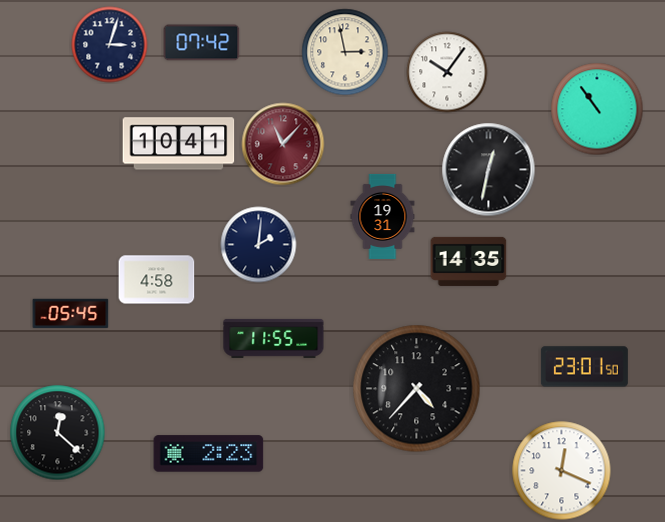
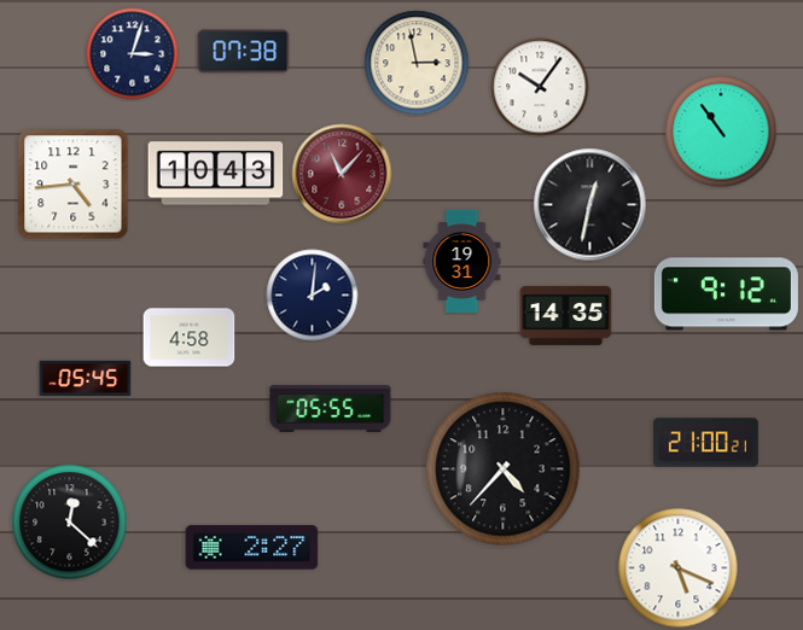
clock at (202, 43): 07:42 -> 07:38
clock at (179, 144): 10:41 -> 10:43
clock at (74, 185): none -> 4:44
clock at (726, 294): none -> 9:12
clock at (274, 338): 11:55 -> 05:55
clock at (584, 367): 23:01 -> 21:00
clock at (209, 454): 2:23 -> 2:27
clock at (562, 471): 12:19 -> 5:19
